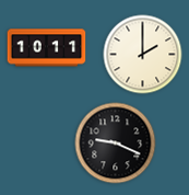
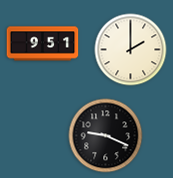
clock at (47, 48): 10:11 -> 9:51
clock at (116, 144) position: (116, 144) -> (106, 136)
